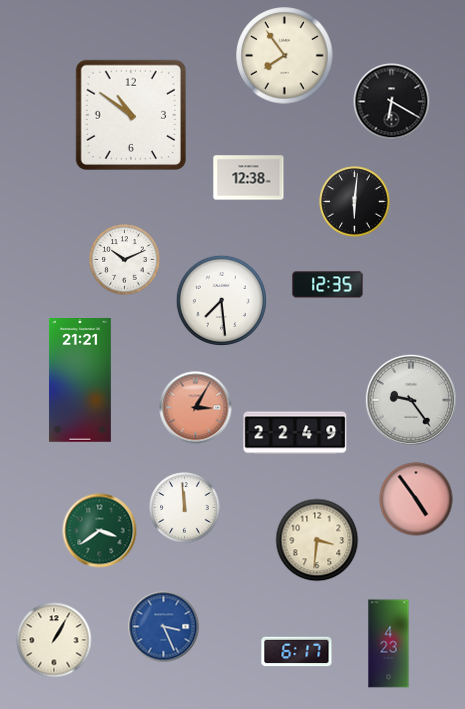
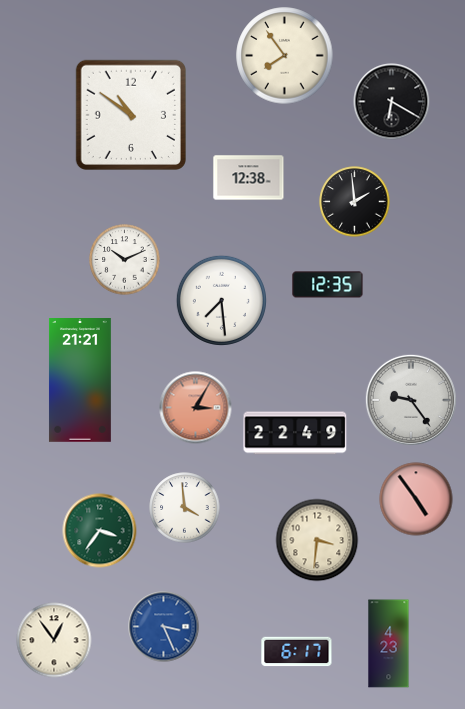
clock at (355, 202): 6:01 -> 1:59
clock at (185, 508): 11:59 -> 3:59
clock at (100, 531): 3:39 -> 3:36
clock at (54, 640): 1:05 -> 12:54
